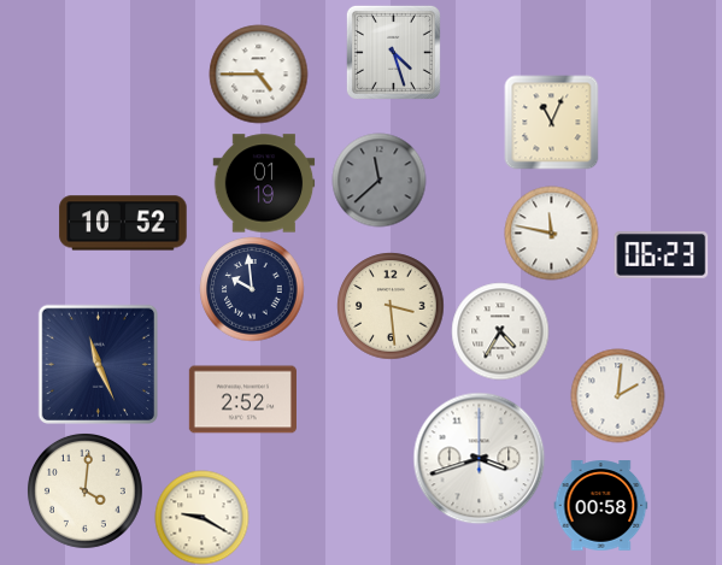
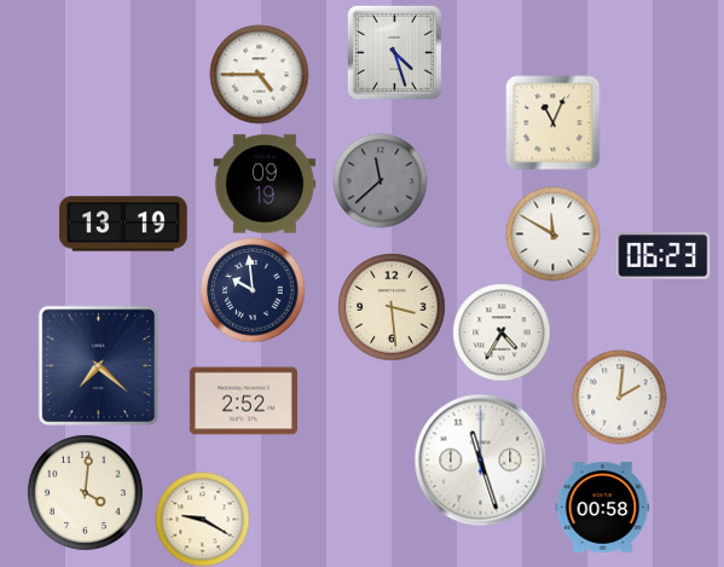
clock at (264, 183): 01:19 -> 09:19
clock at (123, 223): 10:52 -> 13:19
clock at (551, 233): 11:47 -> 11:50
clock at (98, 364): 11:26 -> 7:22
clock at (479, 458): 3:42 -> 11:27
